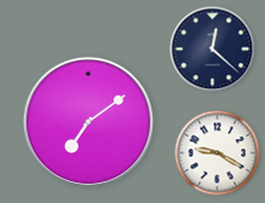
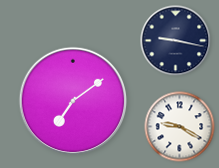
clock at (213, 50): 12:22 -> 9:17
